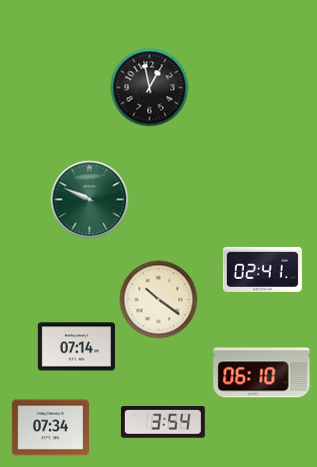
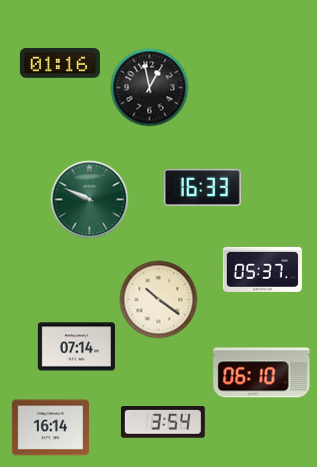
clock at (60, 64): none -> 01:16
clock at (202, 187): none -> 16:33
clock at (262, 269): 02:41 -> 05:37
clock at (50, 428): 07:34 -> 16:14
